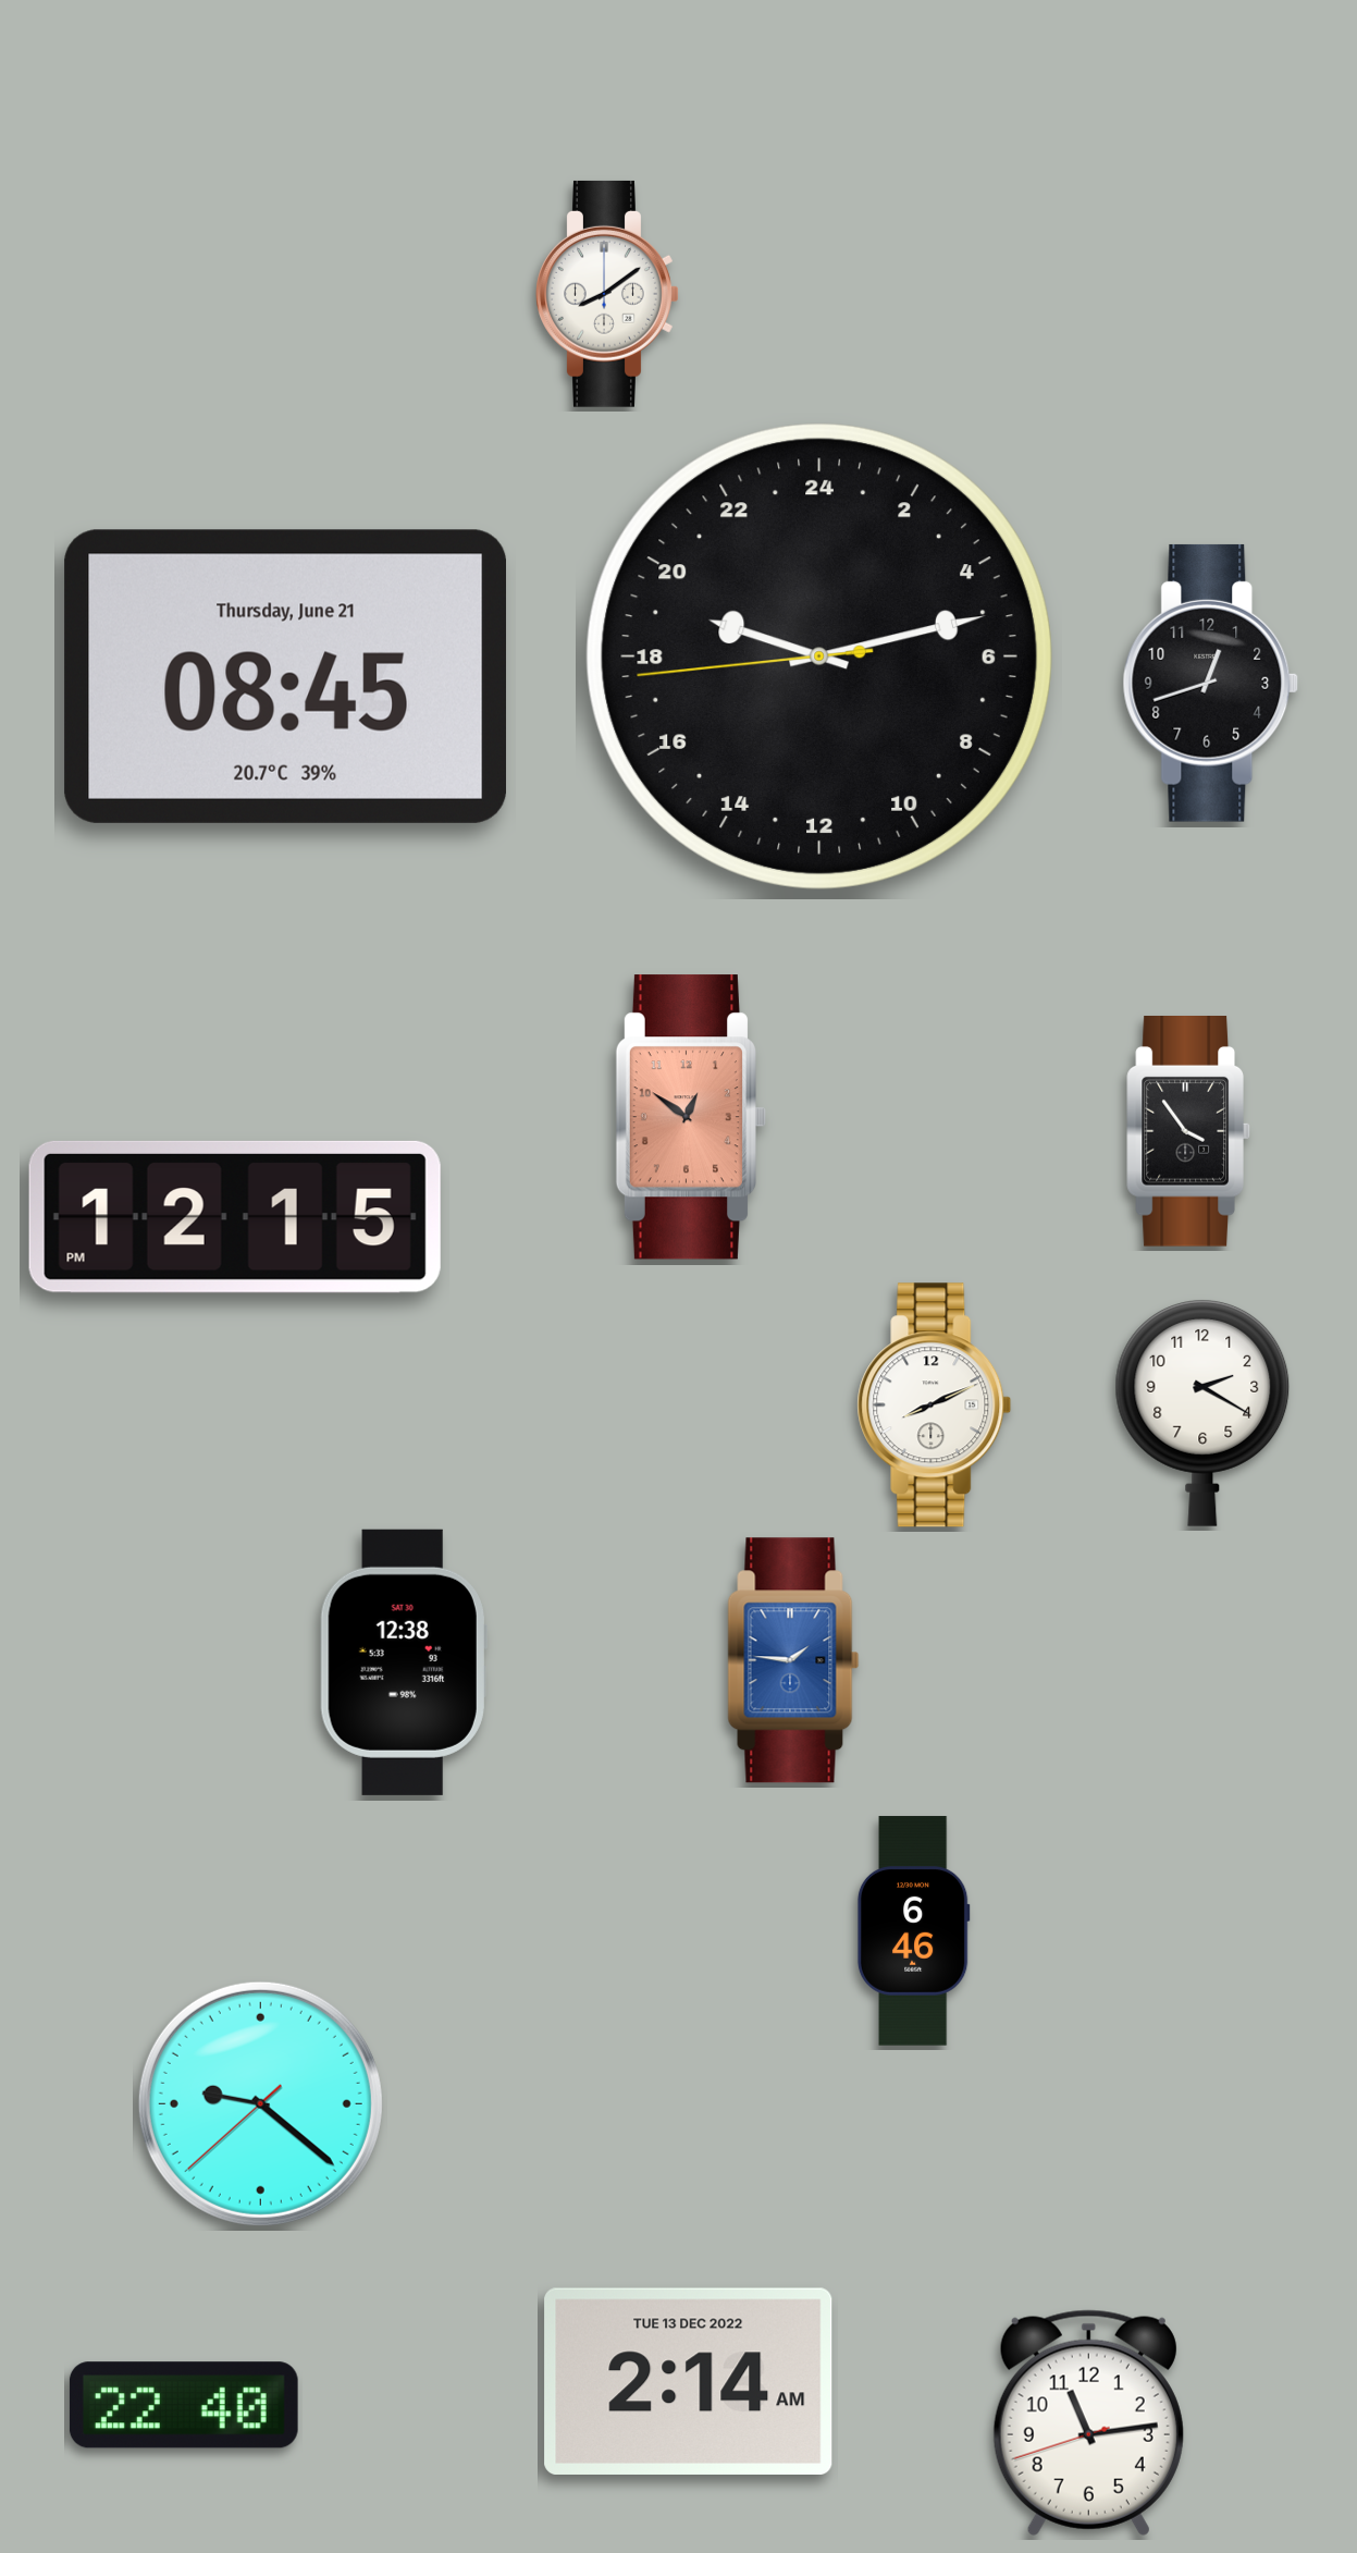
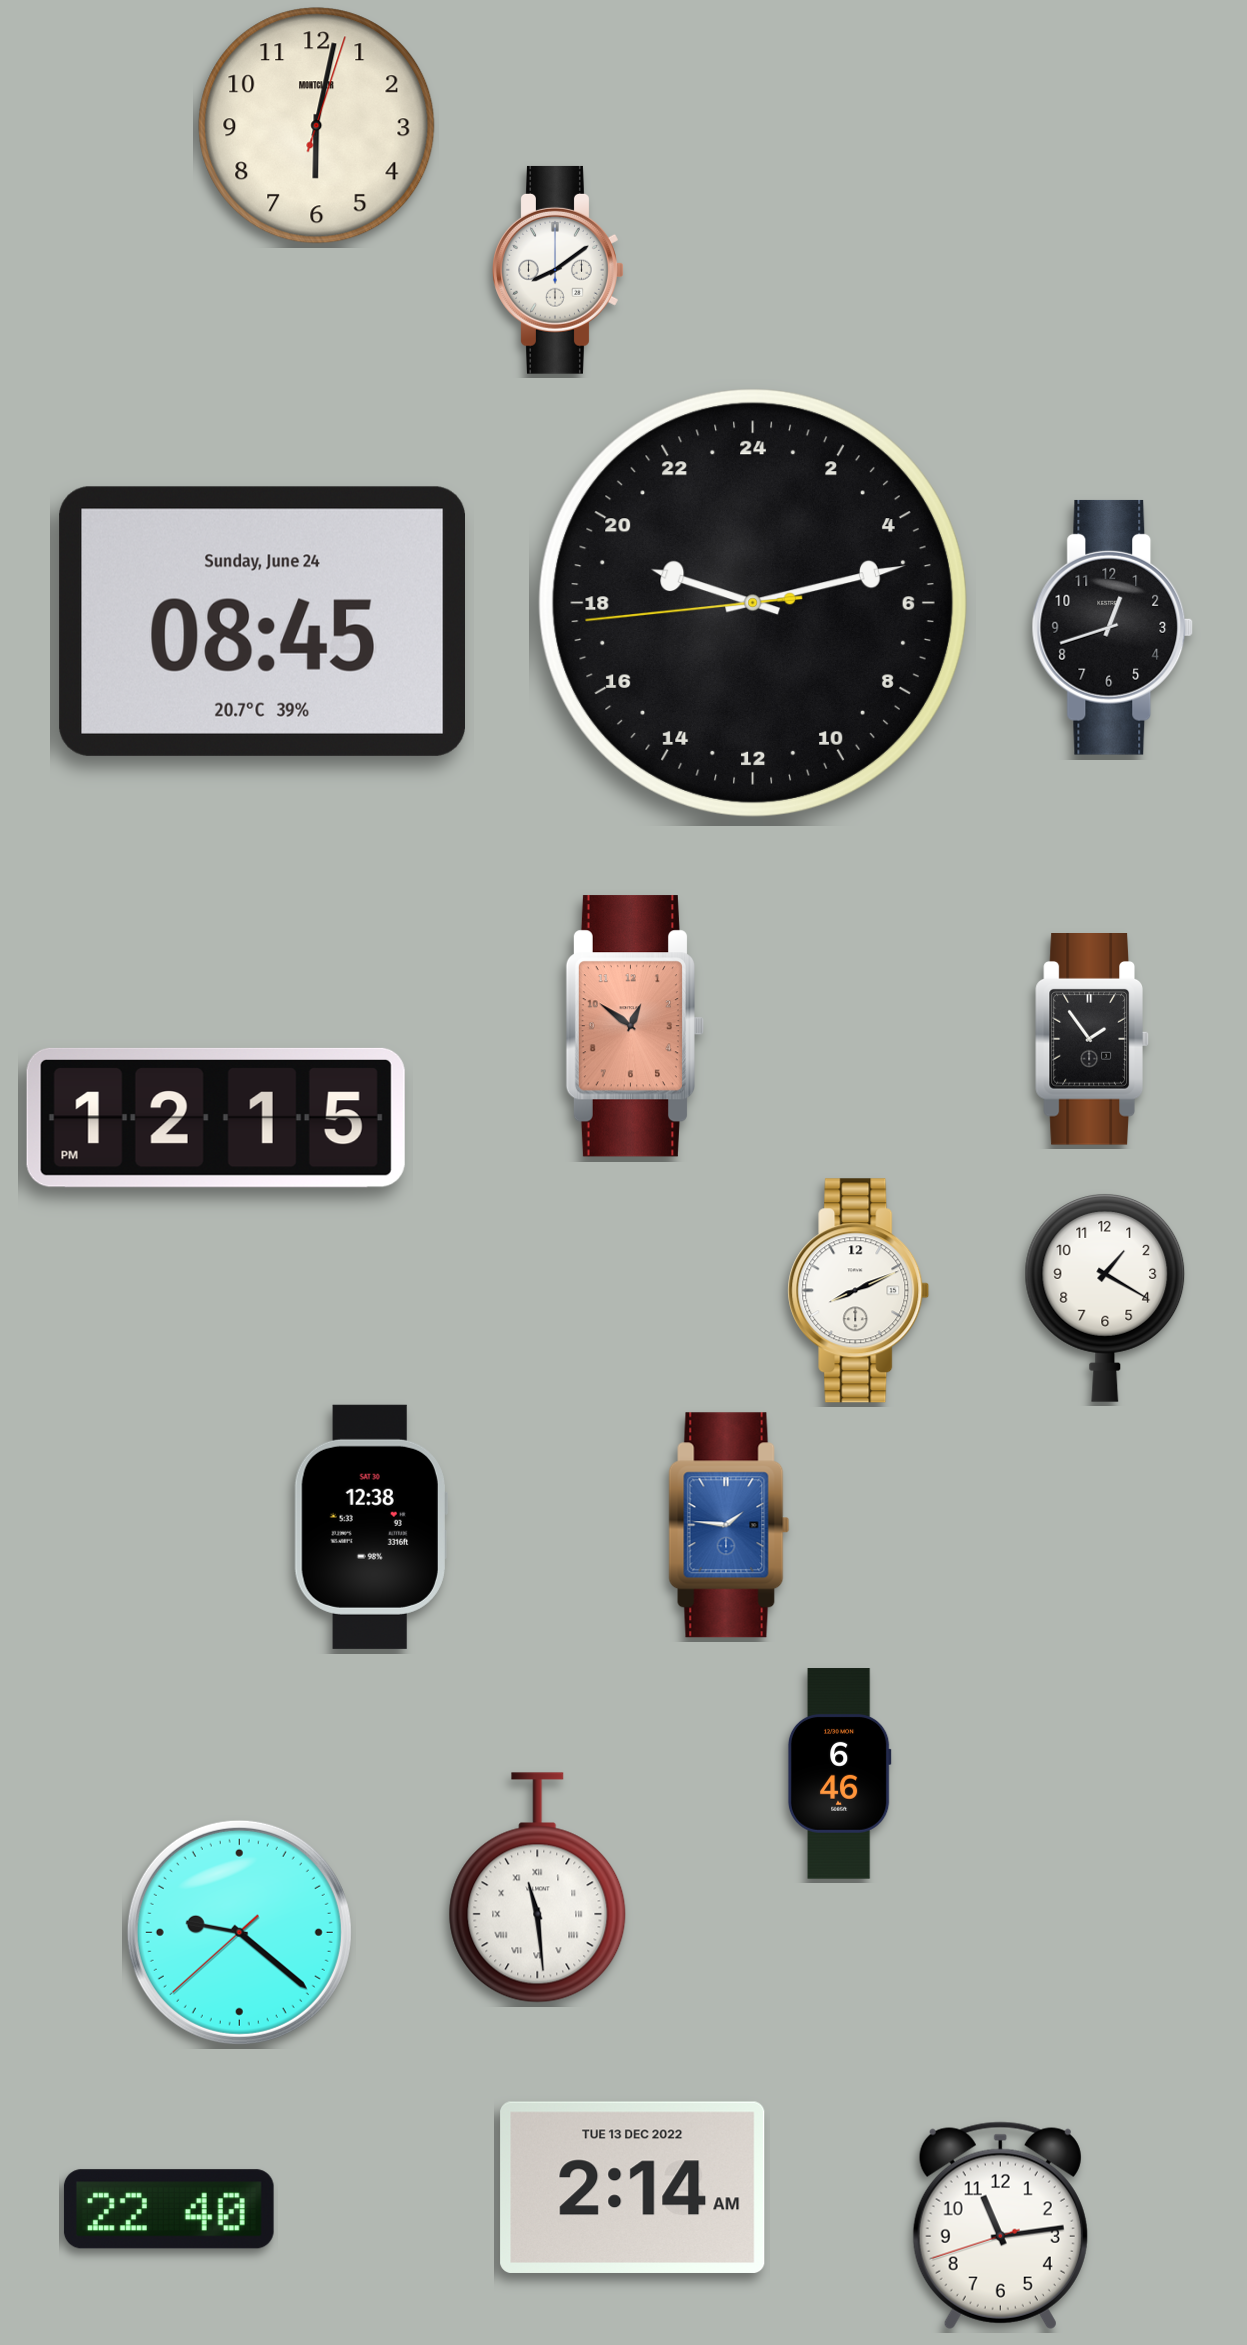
clock at (317, 126): none -> 6:02
clock at (285, 676) date: Thursday, June 21 -> Sunday, June 24
clock at (1188, 1132): 3:54 -> 1:54
clock at (1202, 1412): 2:20 -> 1:20
clock at (538, 1888): none -> 11:29
